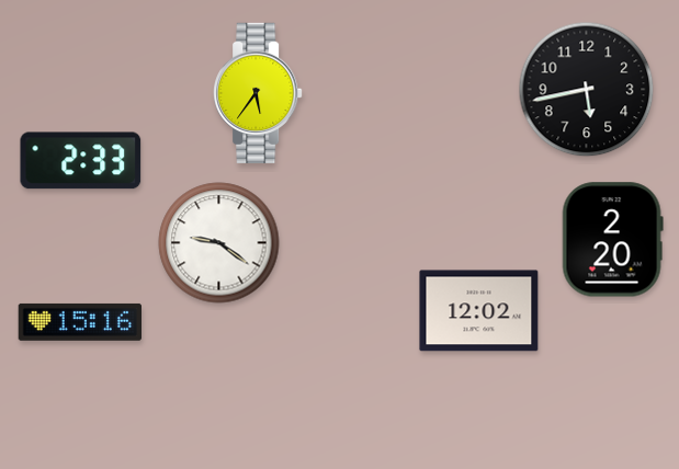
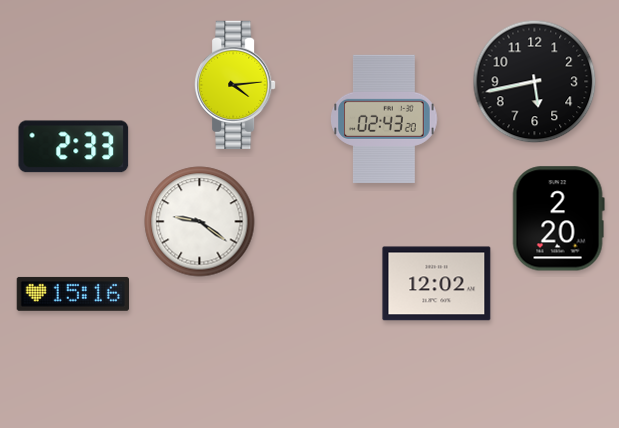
clock at (258, 93): 5:36 -> 4:14
clock at (384, 119): none -> 02:43
